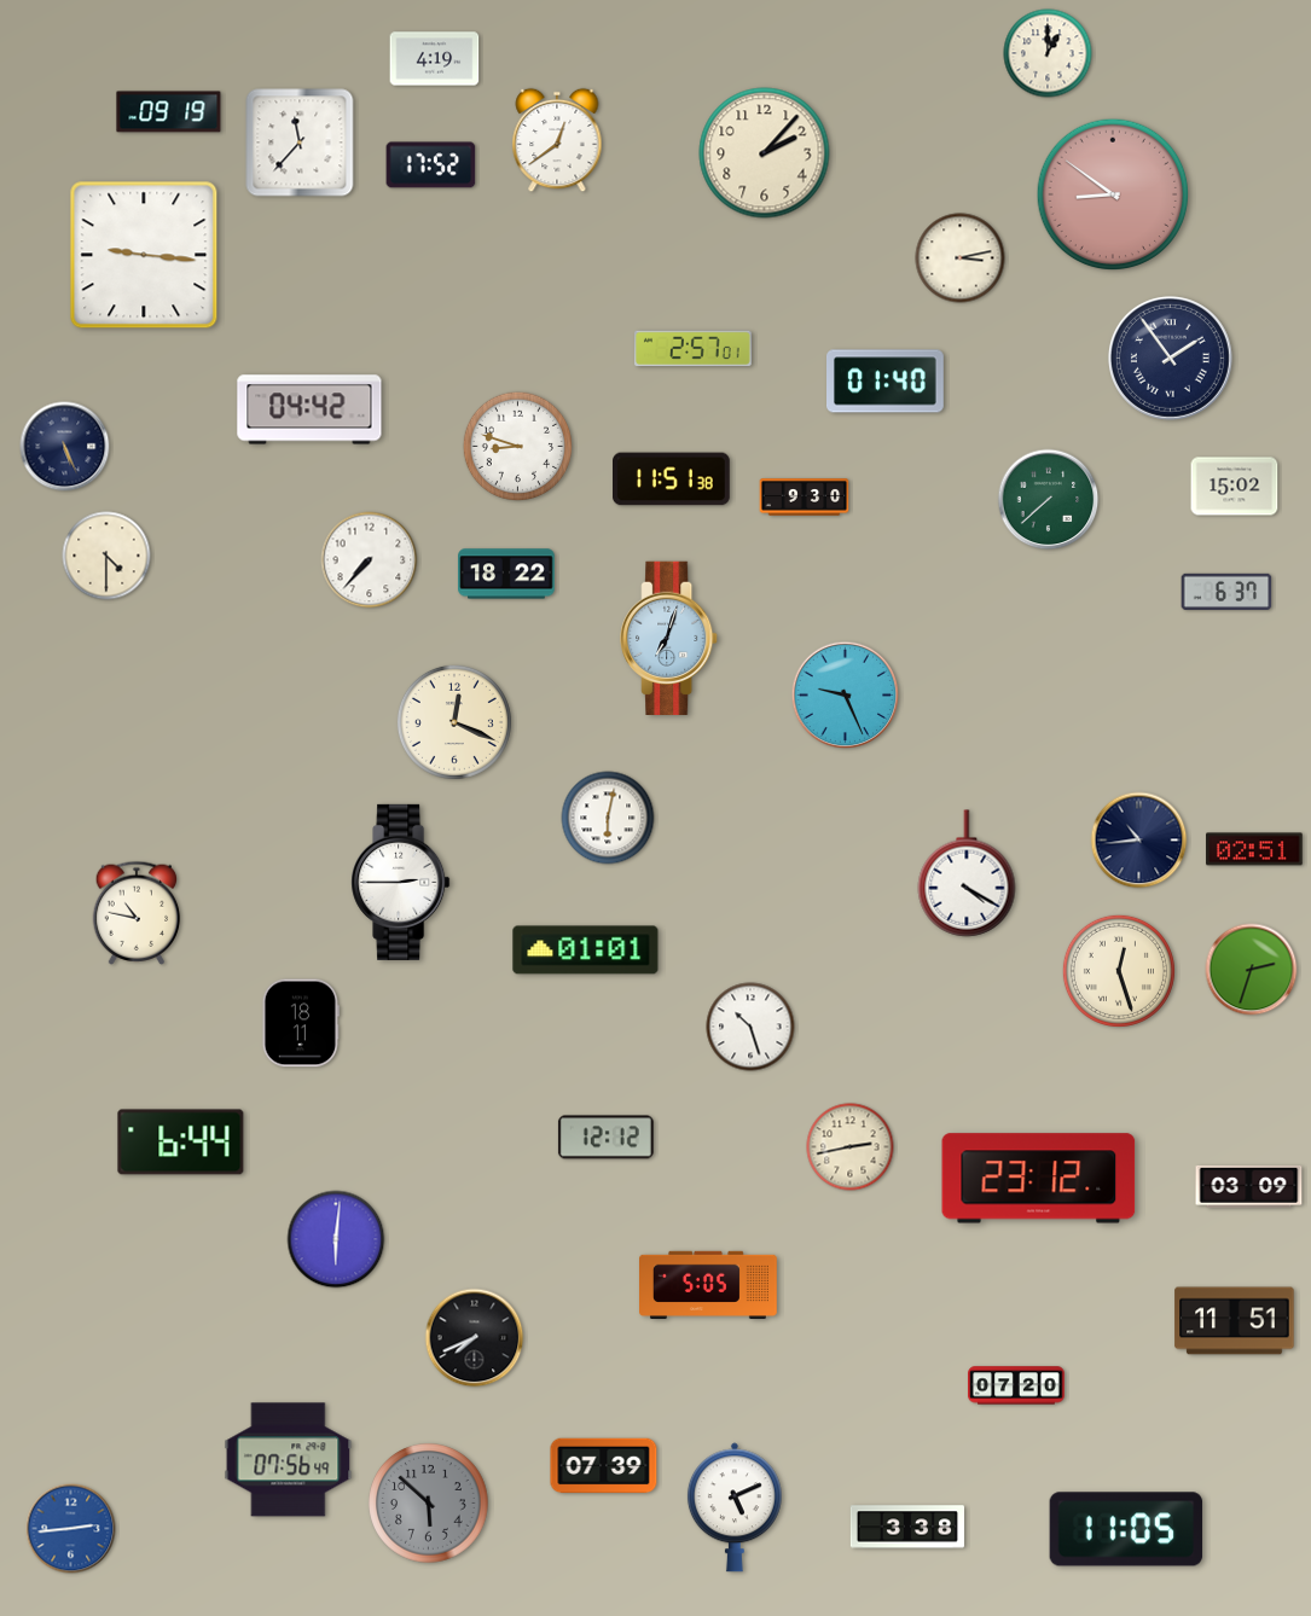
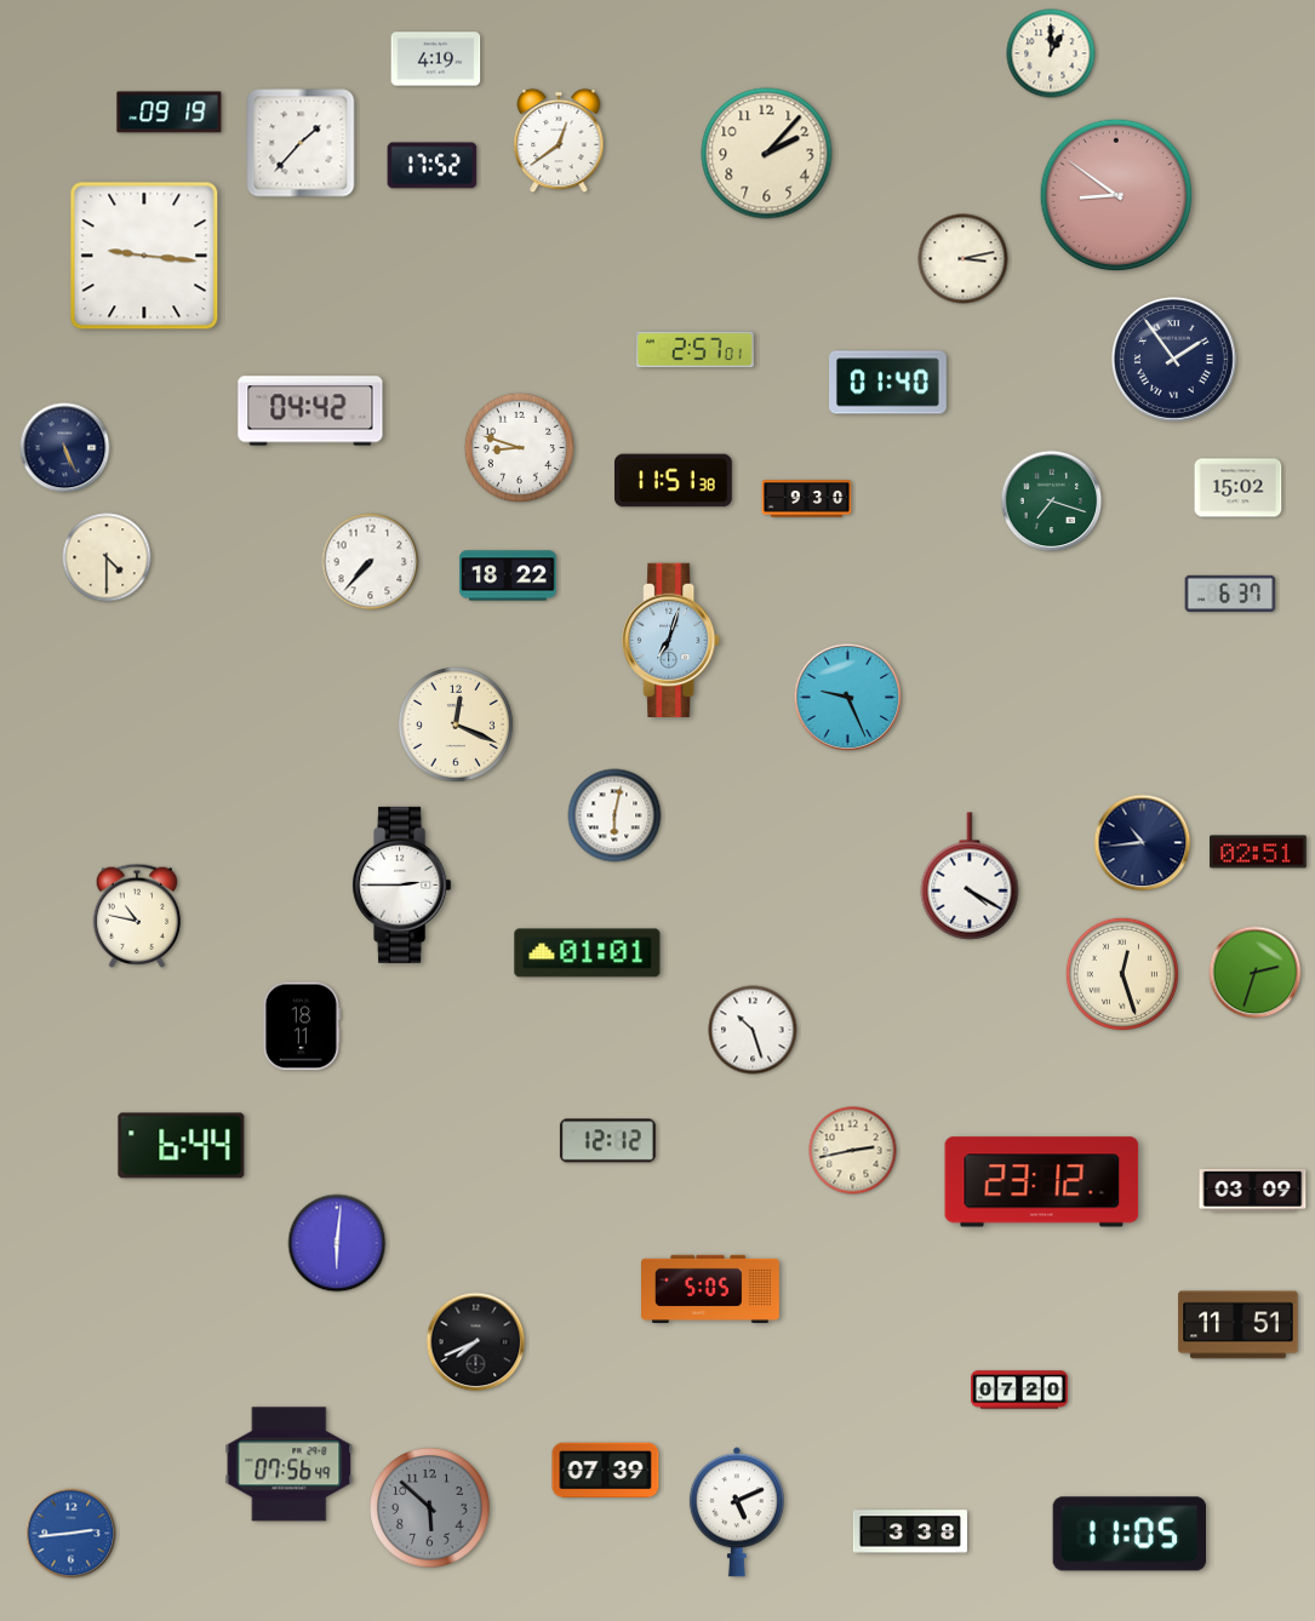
clock at (300, 143): 11:37 -> 1:37
clock at (1049, 500): 7:38 -> 7:18
clock at (608, 818) position: (608, 818) -> (614, 815)
